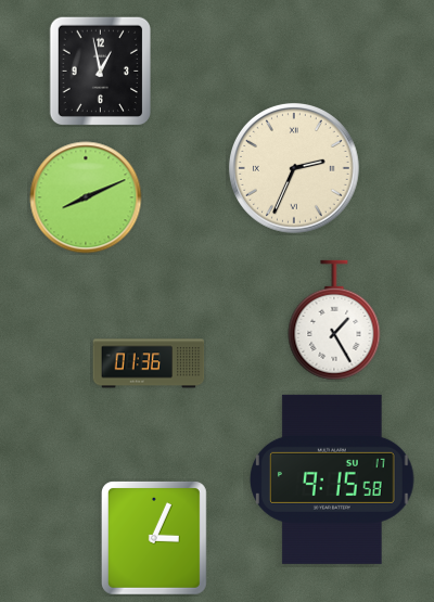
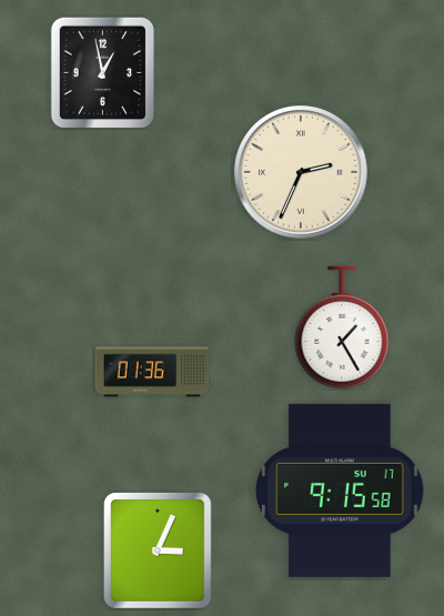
clock at (86, 197): 8:11 -> none
